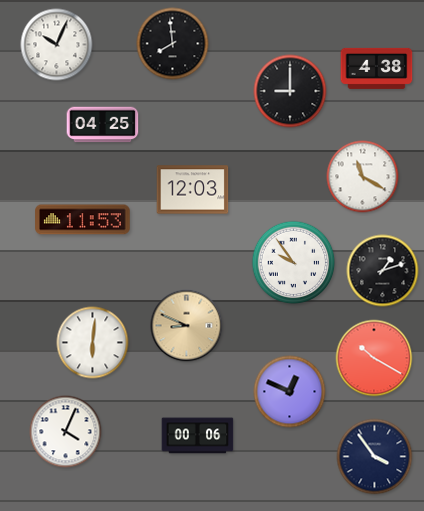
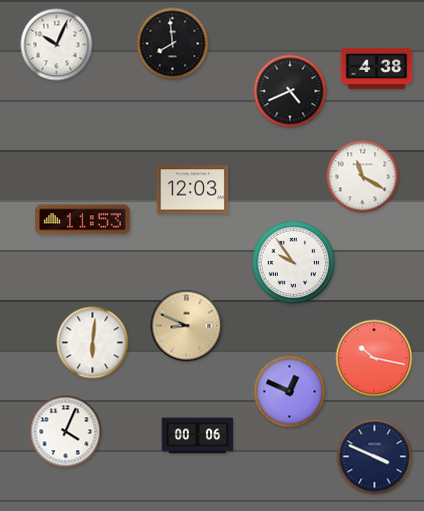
clock at (290, 91): 9:00 -> 4:41
clock at (103, 125): 04:25 -> none
clock at (383, 271): 1:12 -> none
clock at (374, 358): 10:20 -> 10:17
clock at (375, 457): 3:54 -> 3:49
